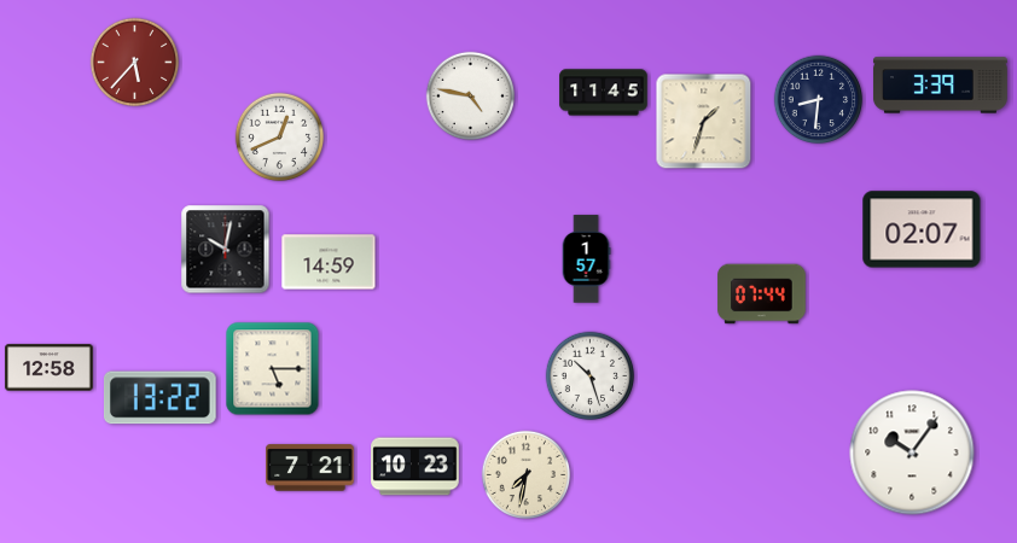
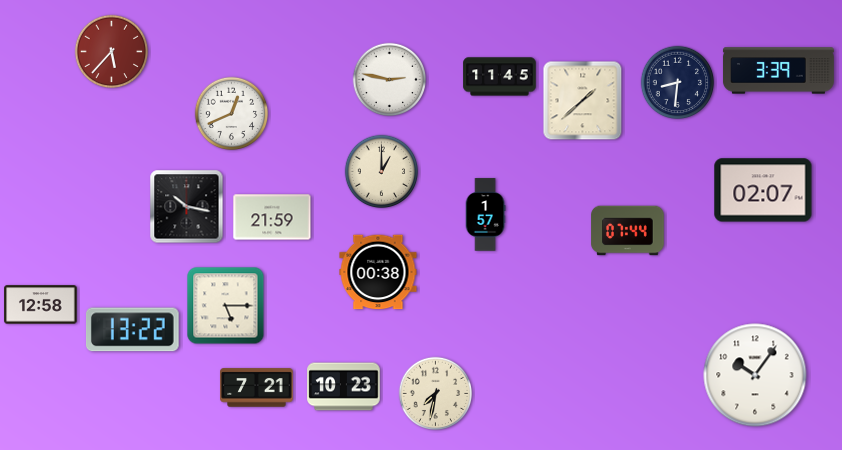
clock at (471, 97): 4:47 -> 2:47
clock at (704, 122): 1:33 -> 1:38
clock at (382, 172): none -> 1:00
clock at (226, 250): 10:02 -> 10:17
clock at (329, 262): 14:59 -> 21:59
clock at (762, 294) position: (762, 294) -> (628, 231)
clock at (378, 272): none -> 00:38
clock at (591, 376): 10:27 -> none
